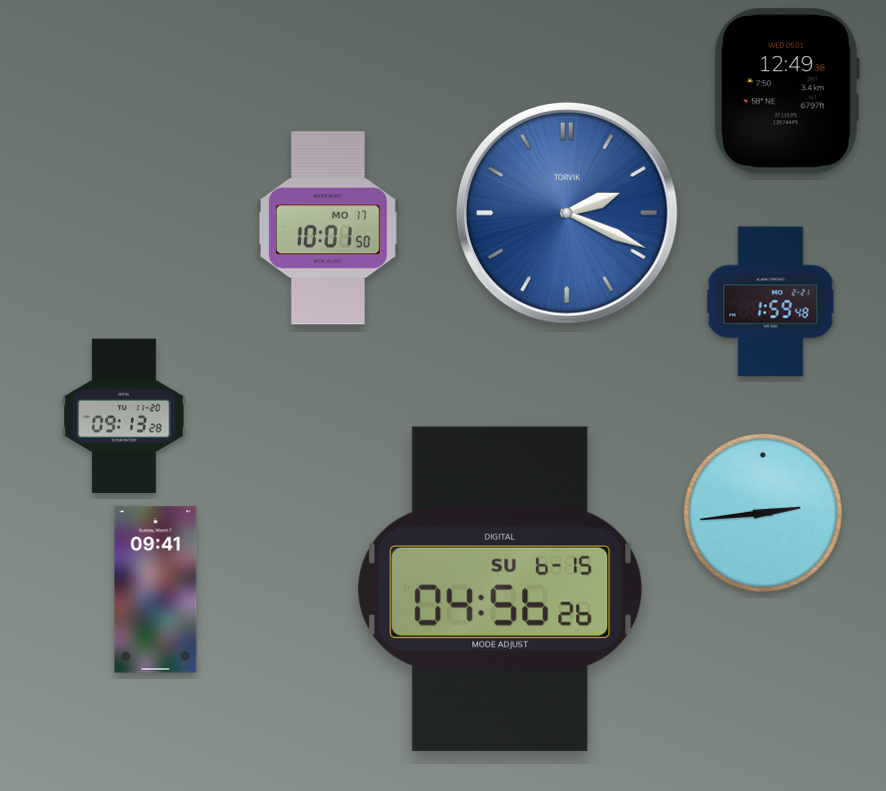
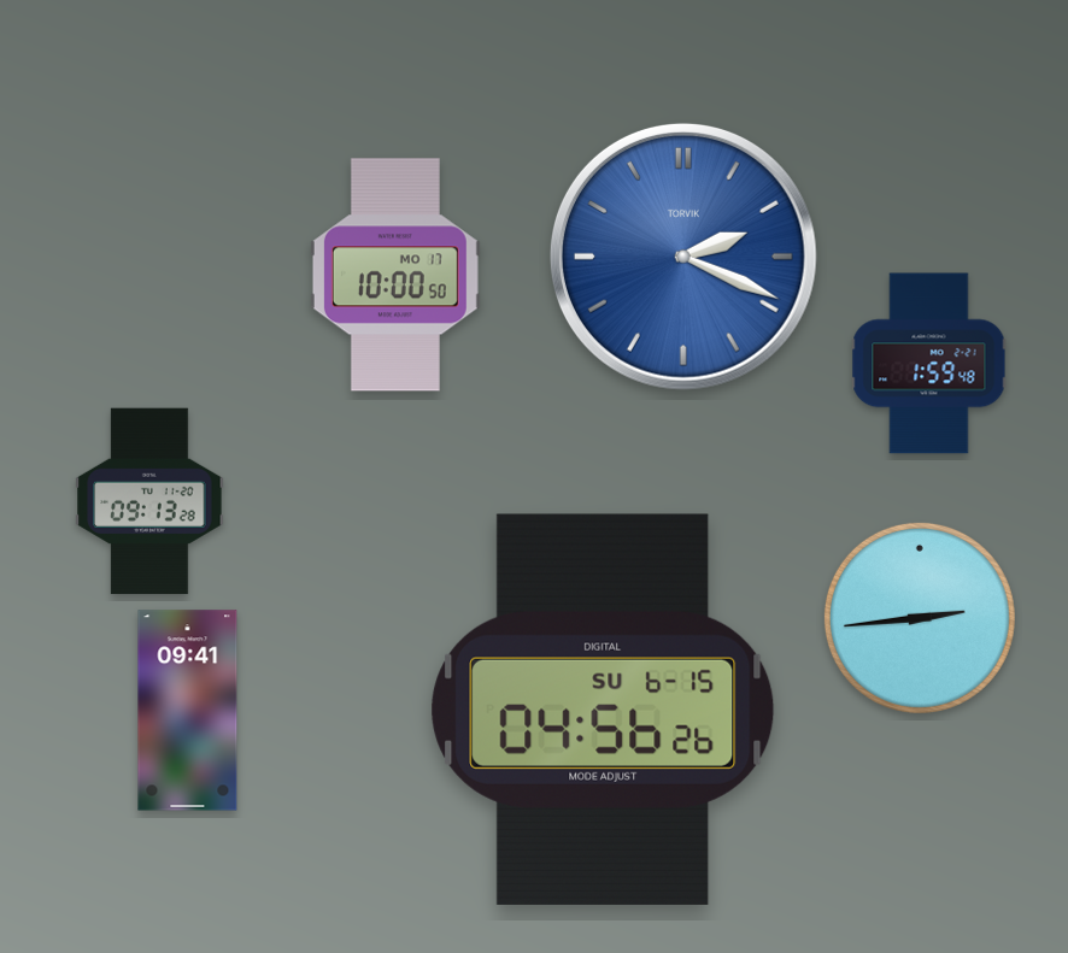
clock at (787, 91): 12:49 -> none
clock at (328, 228): 10:01 -> 10:00
